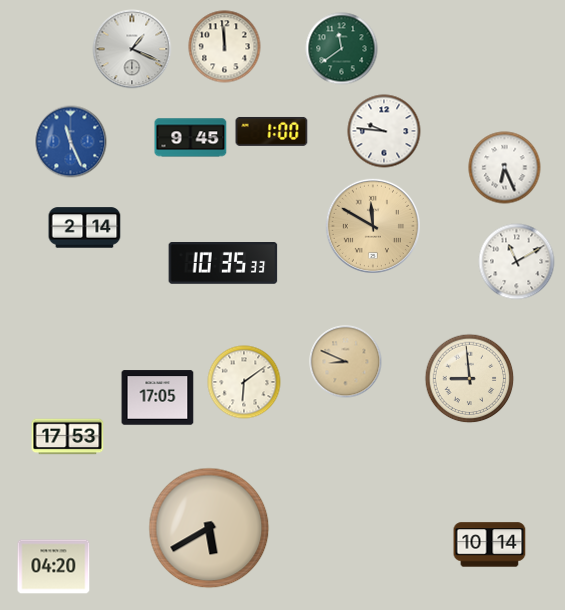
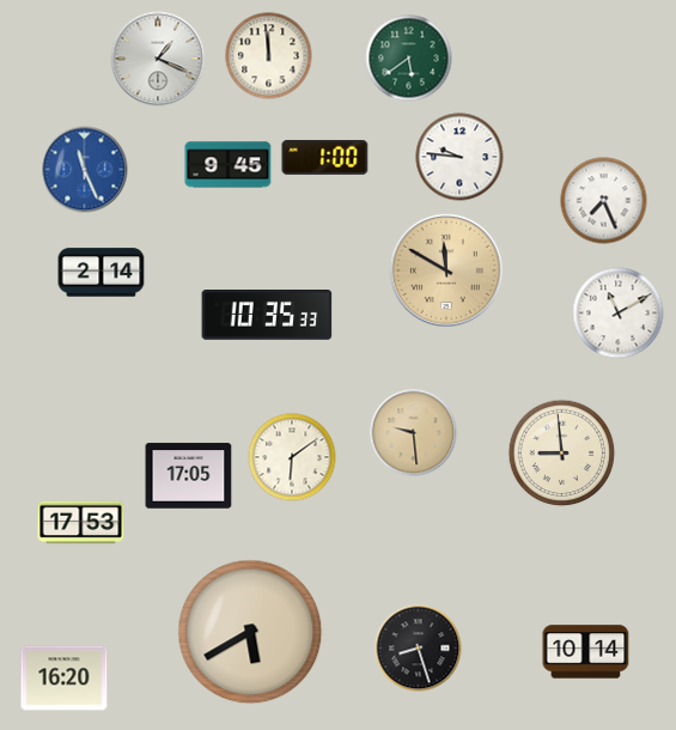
clock at (342, 49): 11:39 -> 5:39
clock at (505, 168): 6:26 -> 7:26
clock at (346, 362): 8:49 -> 9:29
clock at (419, 649): none -> 8:27
clock at (54, 567): 04:20 -> 16:20
